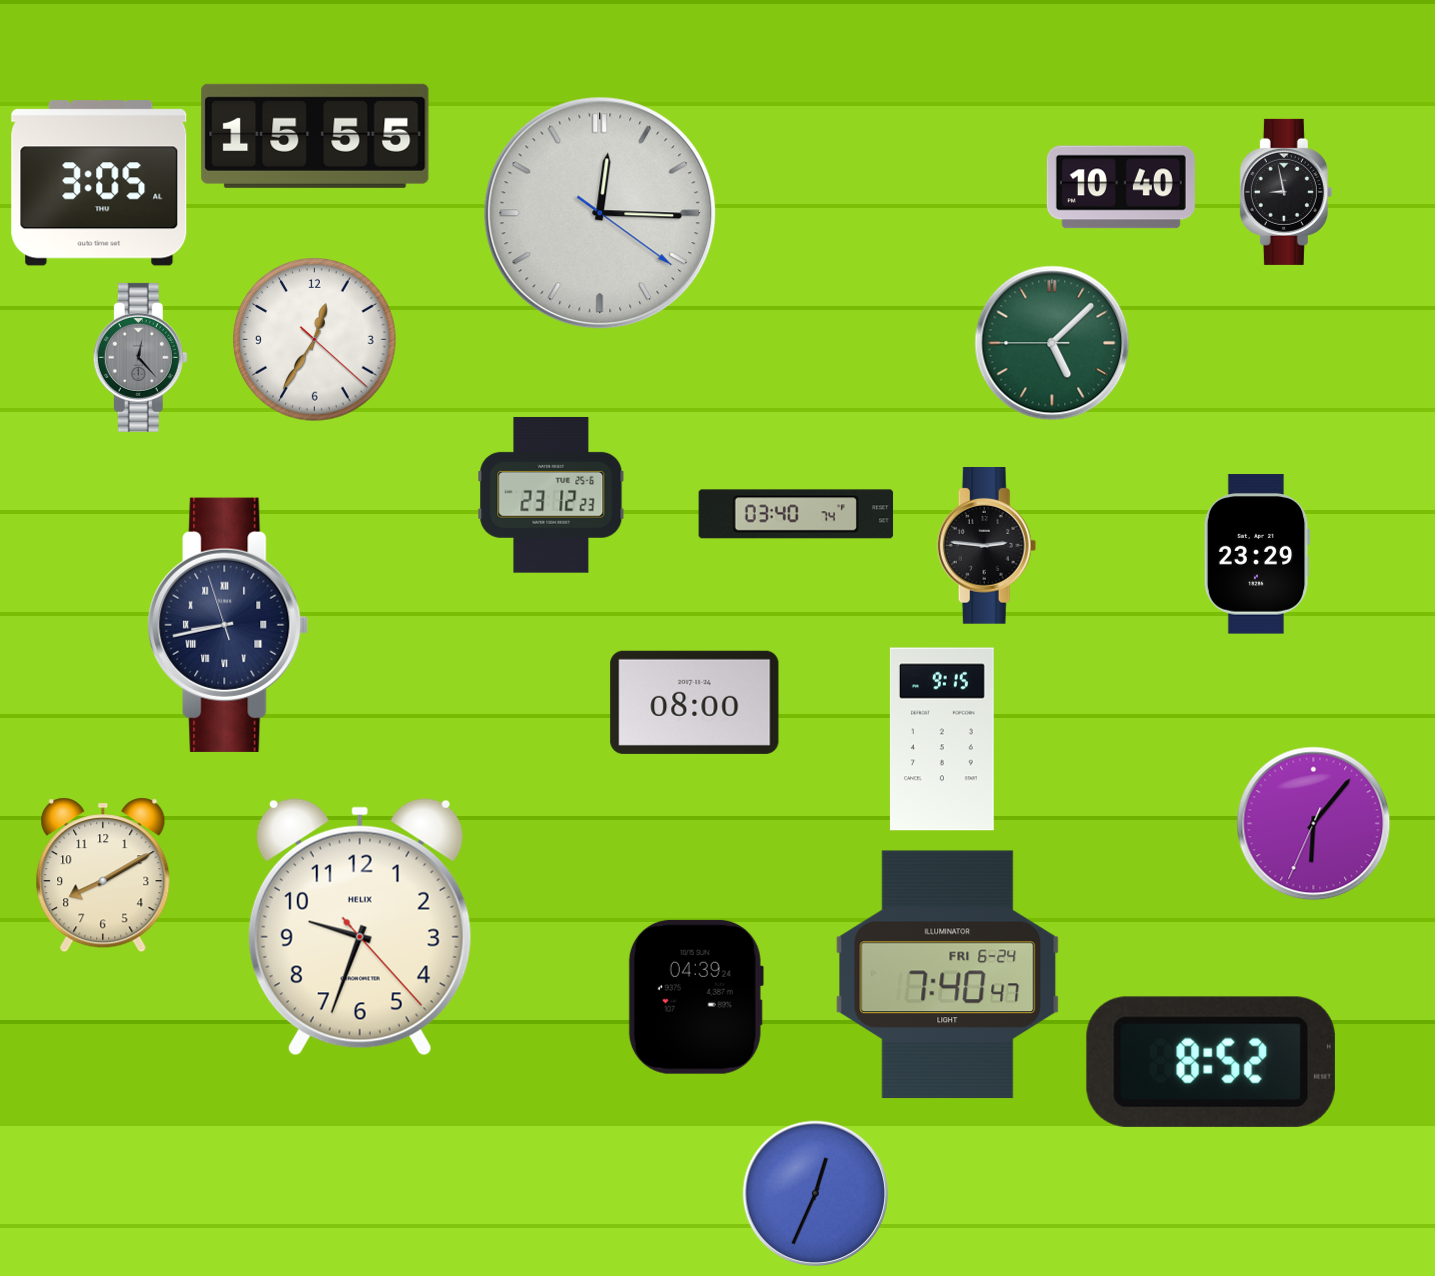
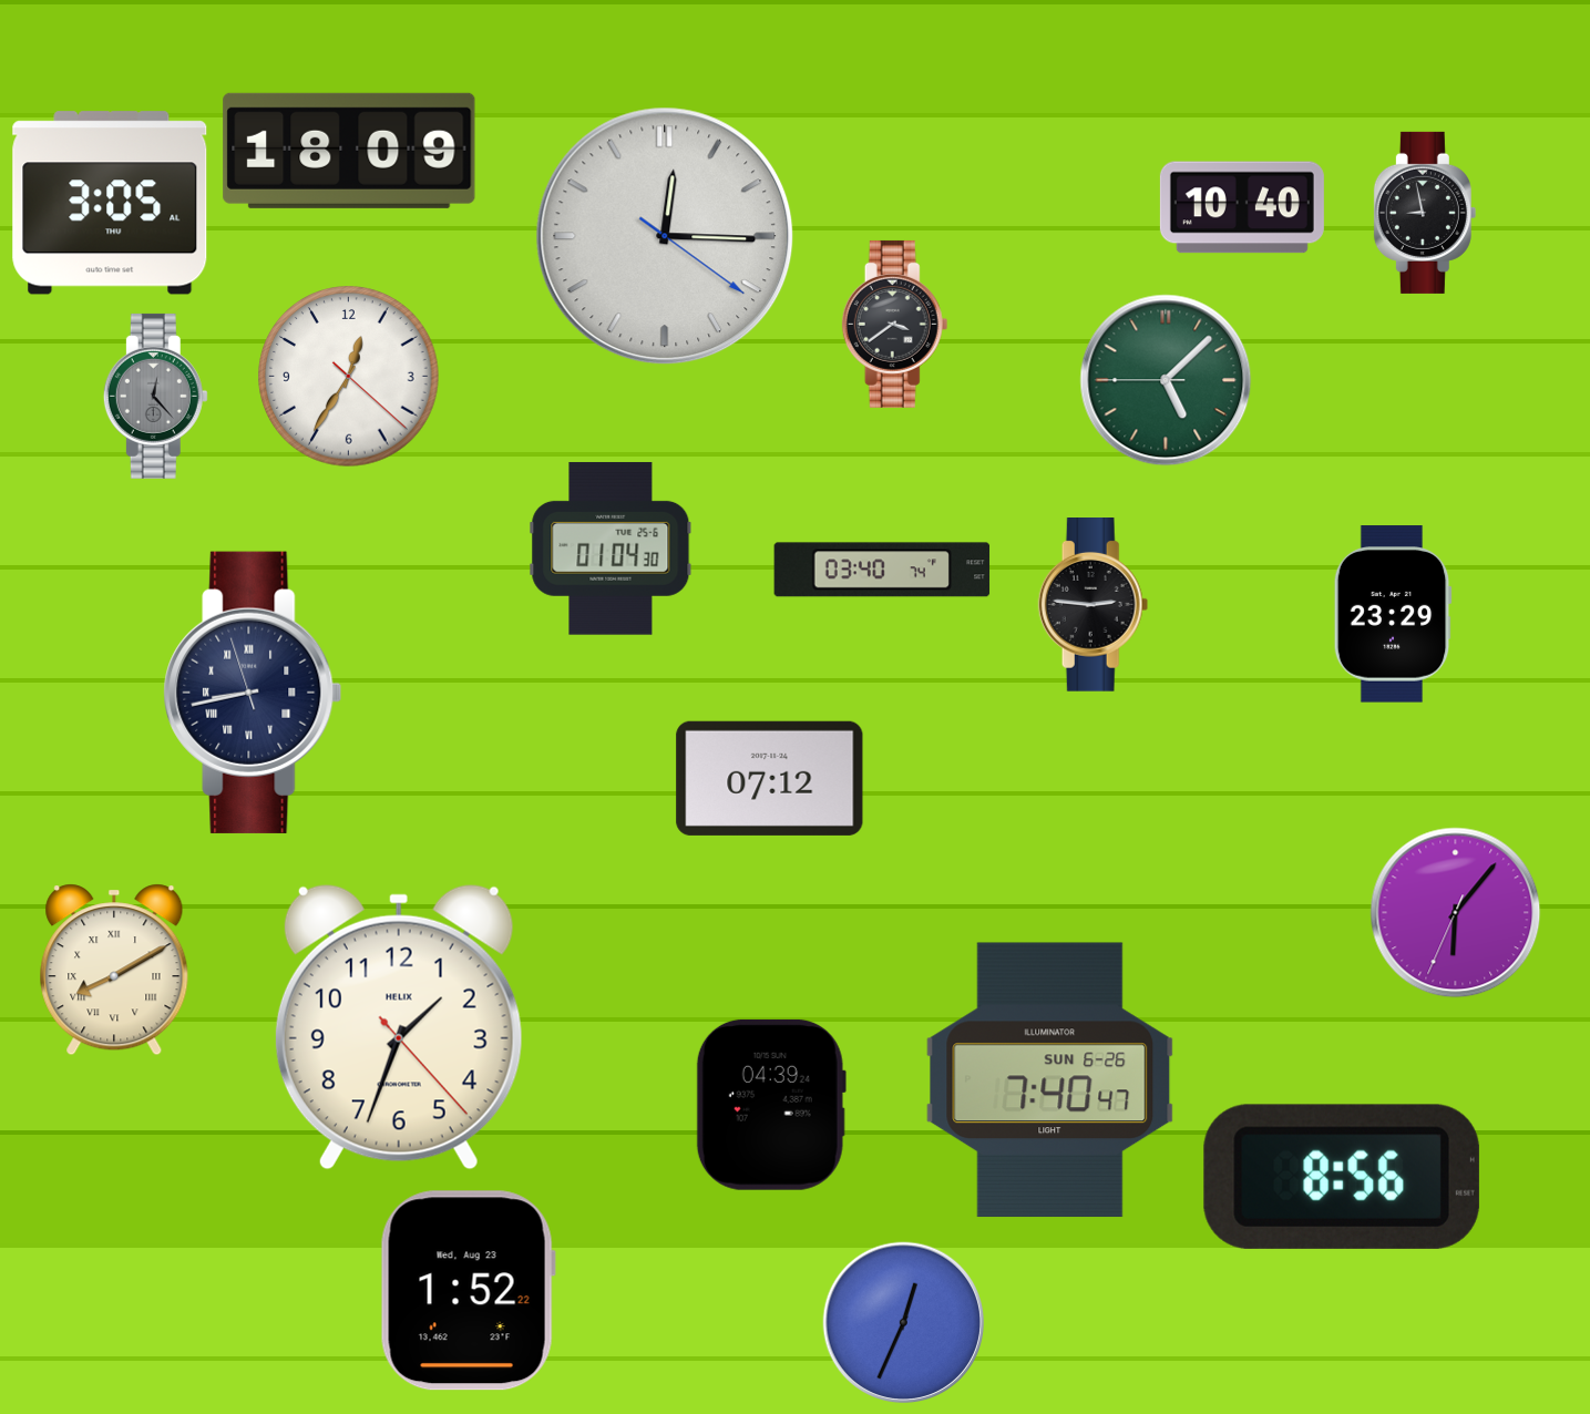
clock at (315, 136): 15:55 -> 18:09
clock at (895, 324): none -> 3:39
clock at (551, 495): 23:12 -> 01:04
clock at (695, 702): 08:00 -> 07:12
clock at (942, 739): 9:15 -> none
clock at (103, 875) numerals: Arabic -> Roman
clock at (360, 927): 9:33 -> 1:33
clock at (948, 975) date: FRI 6-24 -> SUN 6-26
clock at (1211, 1062): 8:52 -> 8:56
clock at (468, 1291): none -> 1:52
